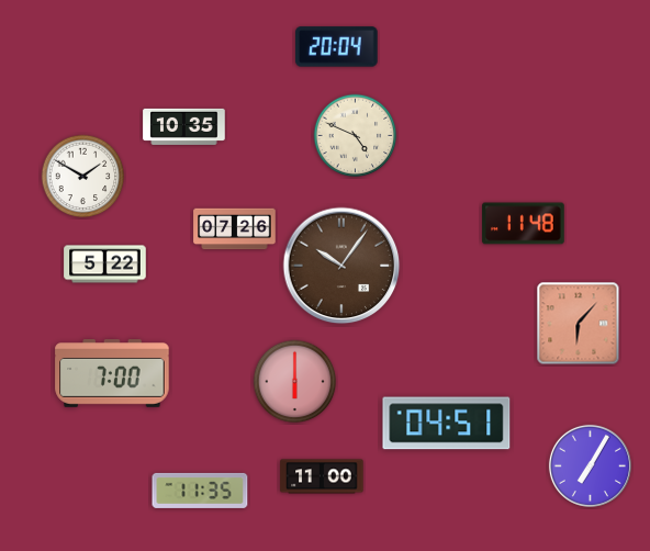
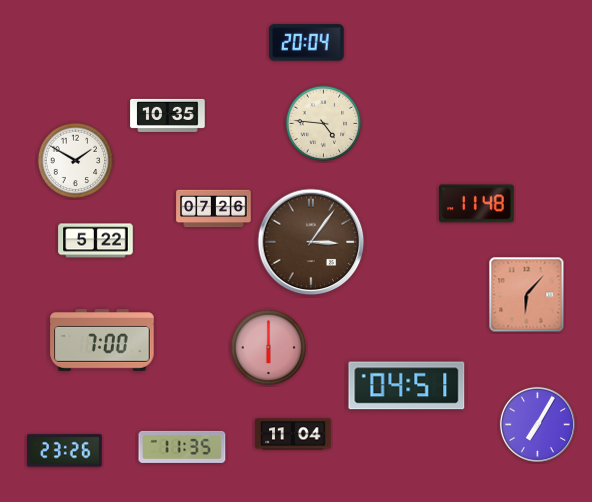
clock at (356, 136): 4:49 -> 4:46
clock at (341, 266): 10:06 -> 3:06
clock at (322, 476): 11:00 -> 11:04
clock at (65, 451): none -> 23:26
